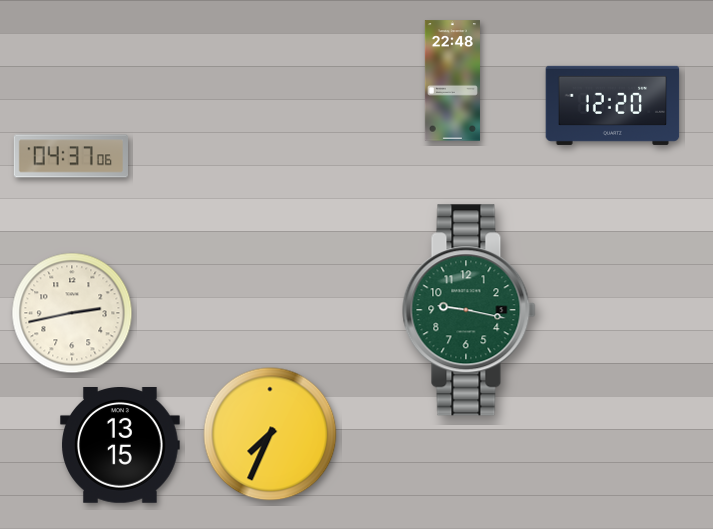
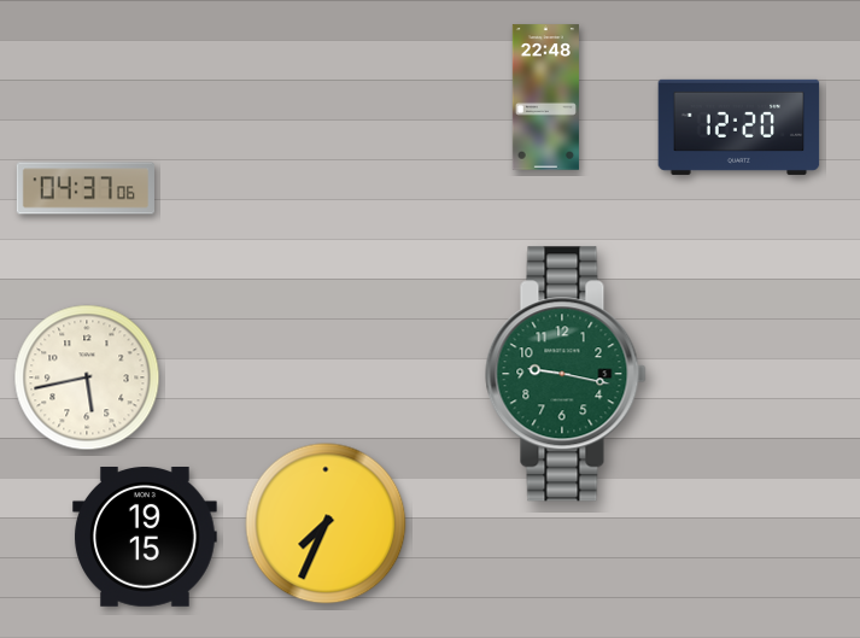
clock at (72, 313): 2:43 -> 5:43
clock at (120, 446): 13:15 -> 19:15
